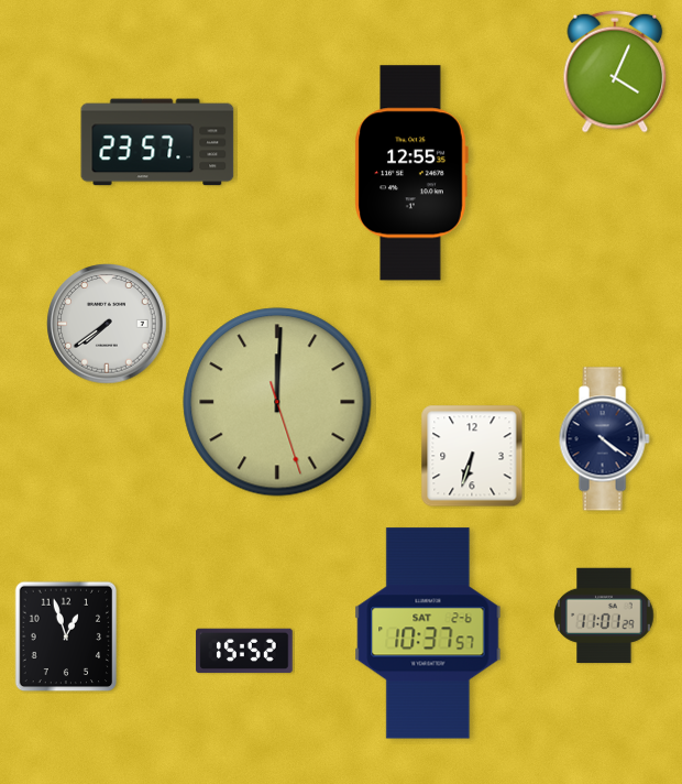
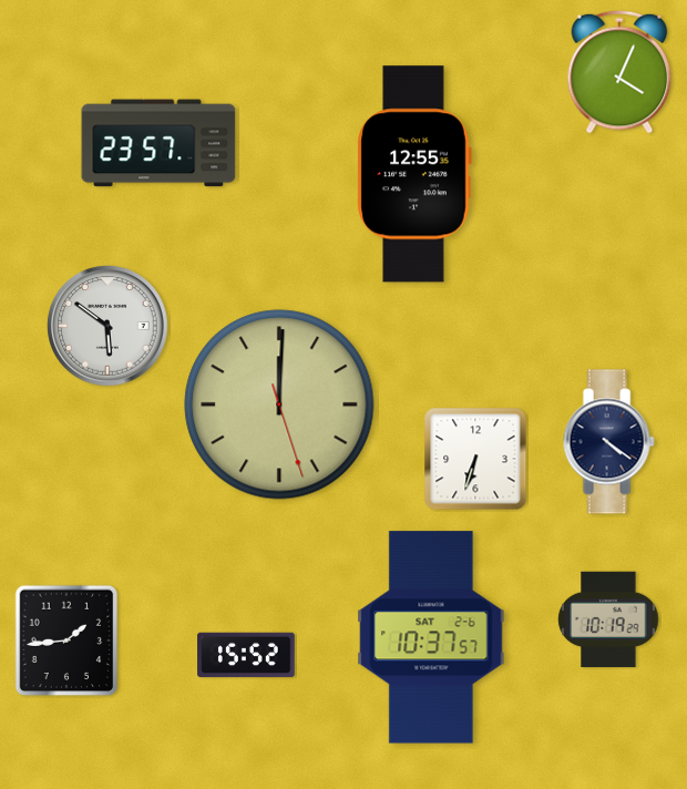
clock at (107, 324): 7:39 -> 5:51
clock at (604, 616): 11:01 -> 10:19
clock at (66, 636): 12:57 -> 1:44
